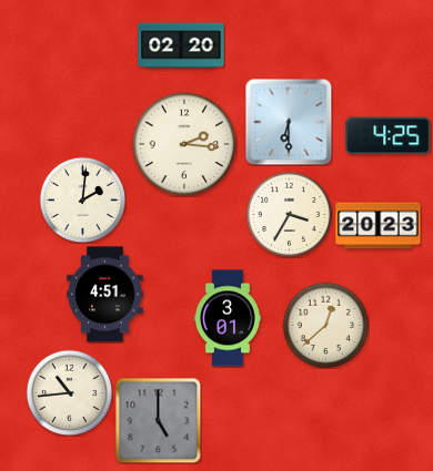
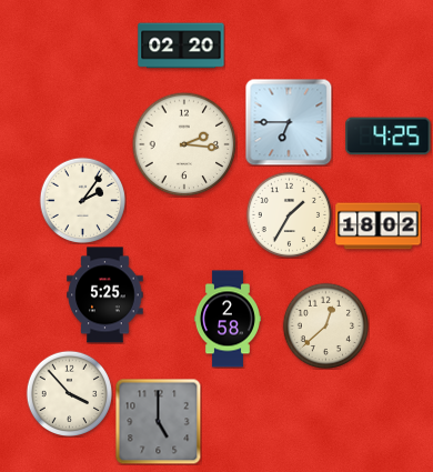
clock at (289, 122): 6:30 -> 6:45
clock at (82, 199): 2:01 -> 2:06
clock at (289, 214): 3:35 -> 1:35
clock at (379, 226): 20:23 -> 18:02
clock at (105, 295): 4:51 -> 5:25
clock at (228, 318): 3:01 -> 2:58
clock at (69, 392): 10:44 -> 3:53
